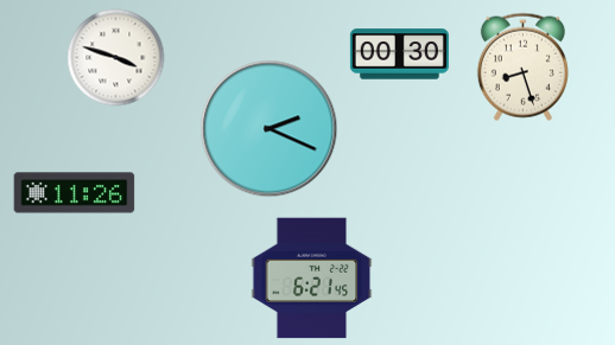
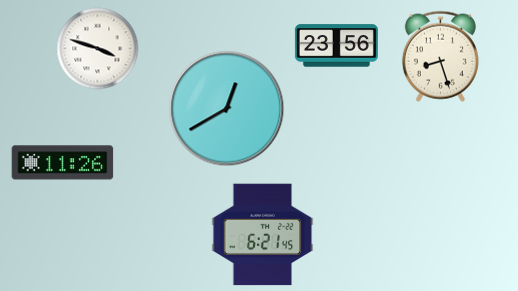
clock at (399, 55): 00:30 -> 23:56
clock at (270, 129): 2:19 -> 12:40
